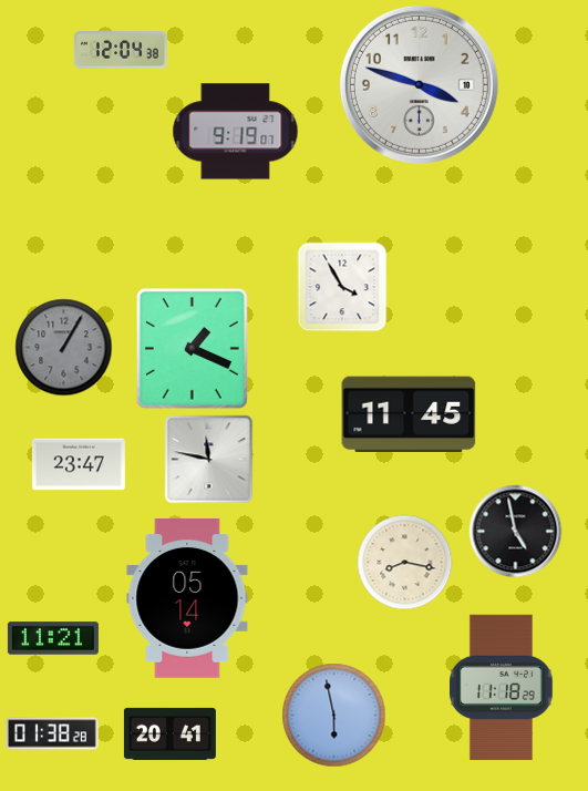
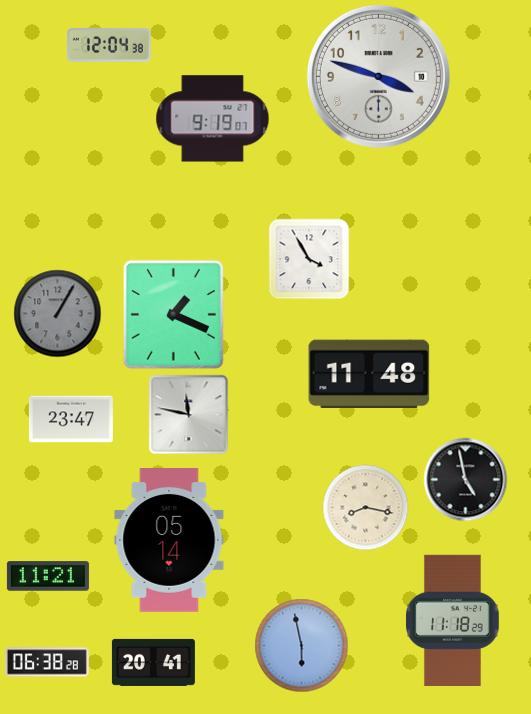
clock at (409, 414): 11:45 -> 11:48
clock at (52, 733): 01:38 -> 06:38
